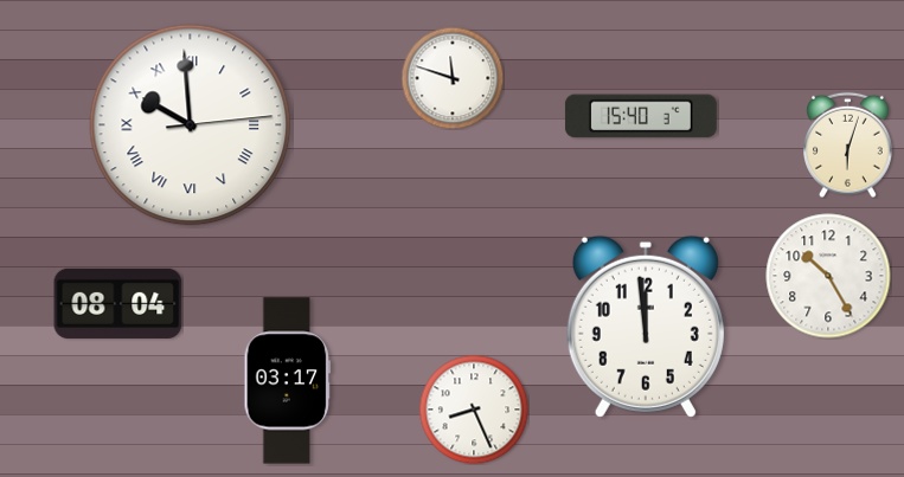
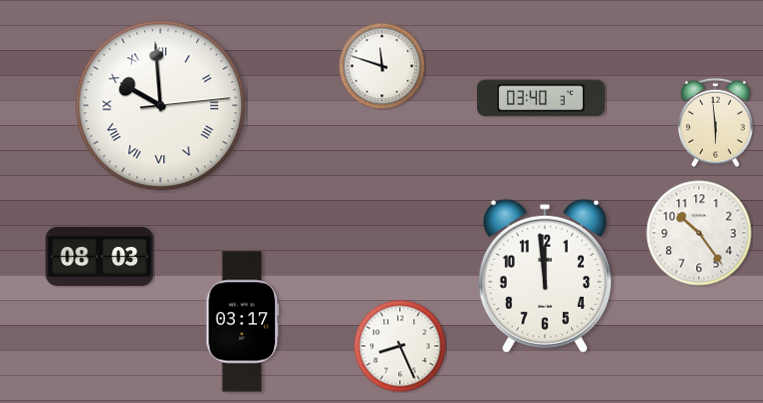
clock at (641, 116): 15:40 -> 03:40
clock at (848, 144): 6:03 -> 5:59
clock at (828, 276): 10:25 -> 10:24
clock at (118, 303): 08:04 -> 08:03
